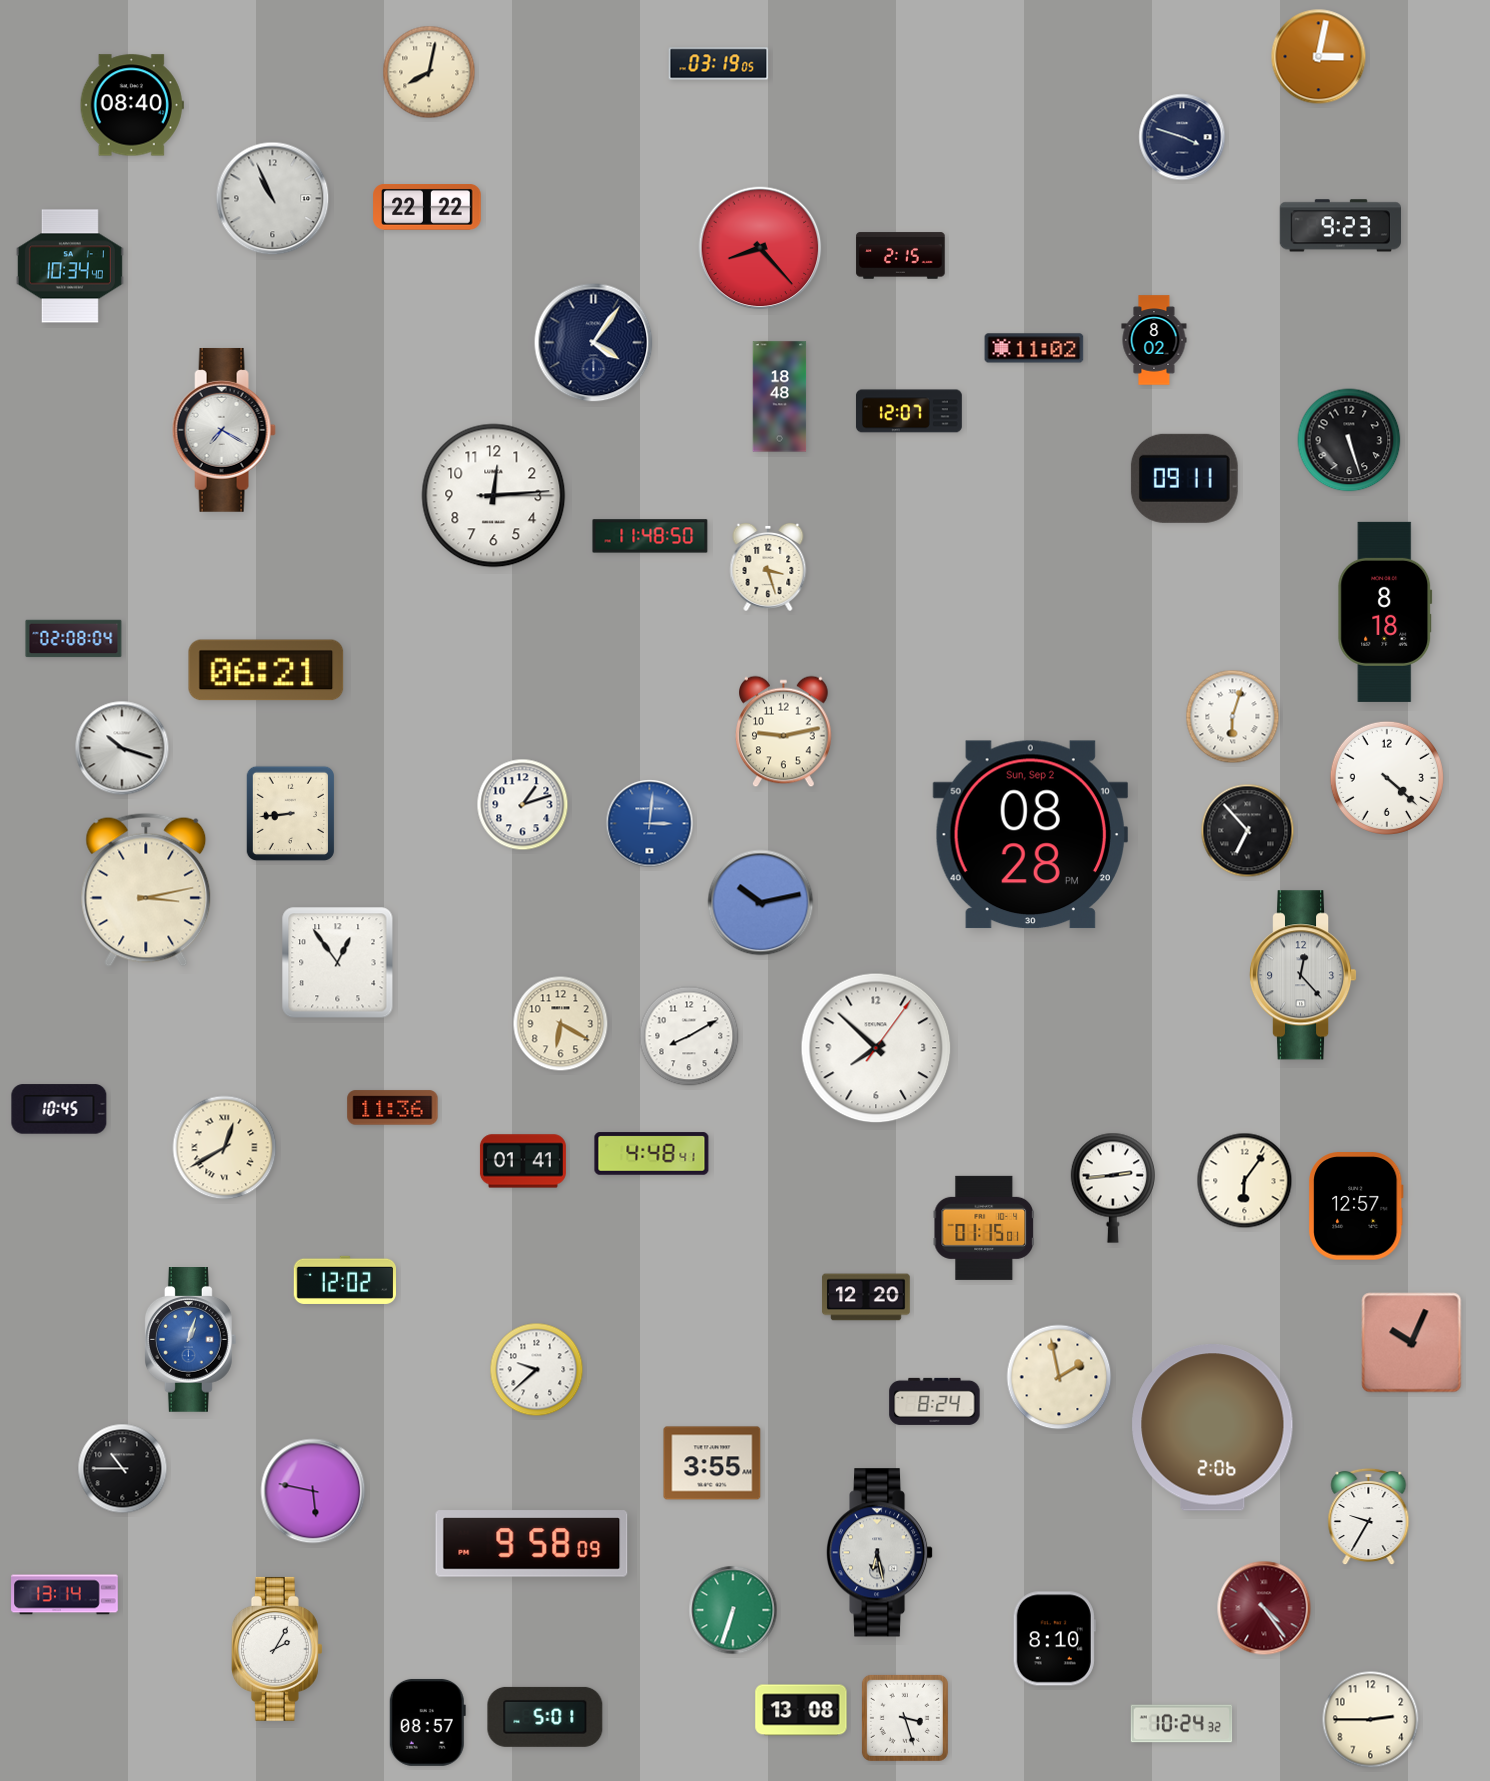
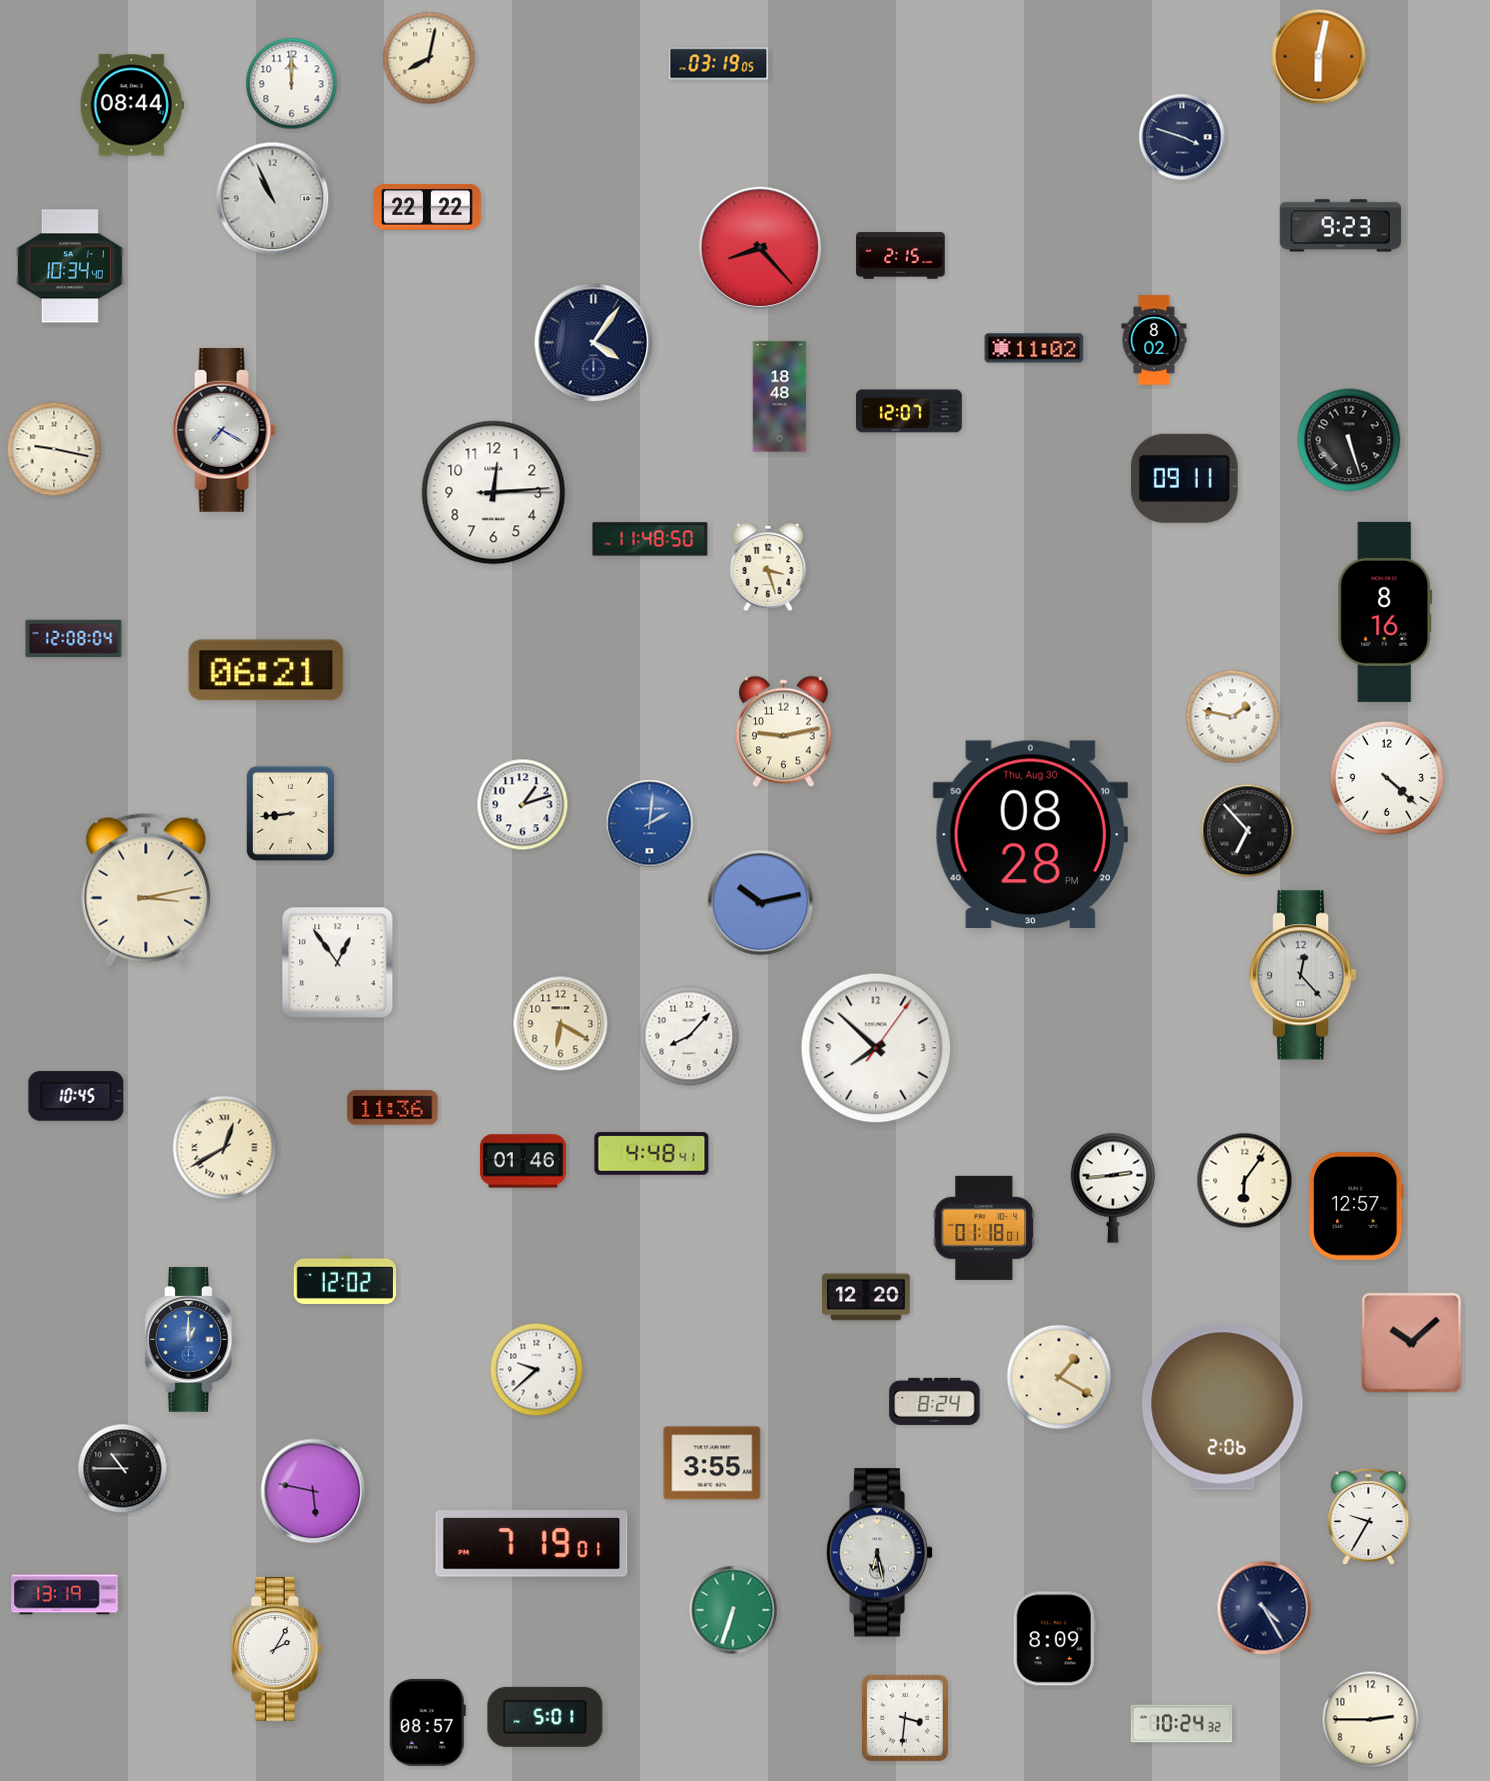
clock at (1319, 57): 3:02 -> 6:02
clock at (429, 72) position: (429, 72) -> (429, 58)
clock at (292, 84): none -> 12:00
clock at (132, 105): 08:40 -> 08:44
clock at (54, 449): none -> 9:17
clock at (494, 496) position: (494, 496) -> (494, 493)
clock at (650, 536) position: (650, 536) -> (650, 539)
clock at (1385, 612): 8:18 -> 8:16
clock at (74, 639): 02:08 -> 12:08
clock at (1233, 717): 6:03 -> 1:47
clock at (122, 748): 10:18 -> none
clock at (650, 824): 3:01 -> 2:01
clock at (1030, 835) date: Sun, Sep 2 -> Thu, Aug 30
clock at (689, 1036): 8:10 -> 8:07
clock at (59, 1109) position: (59, 1109) -> (76, 1096)
clock at (523, 1161): 01:41 -> 01:46
clock at (983, 1228): 01:15 -> 01:18
clock at (190, 1340): 1:03 -> 1:00
clock at (1412, 1343): 10:04 -> 10:08
clock at (1059, 1377): 1:58 -> 1:20
clock at (1213, 1428) position: (1213, 1428) -> (1223, 1407)
clock at (532, 1544): 9:58 -> 7:19
clock at (65, 1595): 13:14 -> 13:19
clock at (1264, 1608): 4:24 -> 4:25
clock at (1264, 1608) dial: burgundy -> navy
clock at (1054, 1639): 8:10 -> 8:09
clock at (801, 1710): 13:08 -> none
clock at (905, 1718): 3:27 -> 3:31
